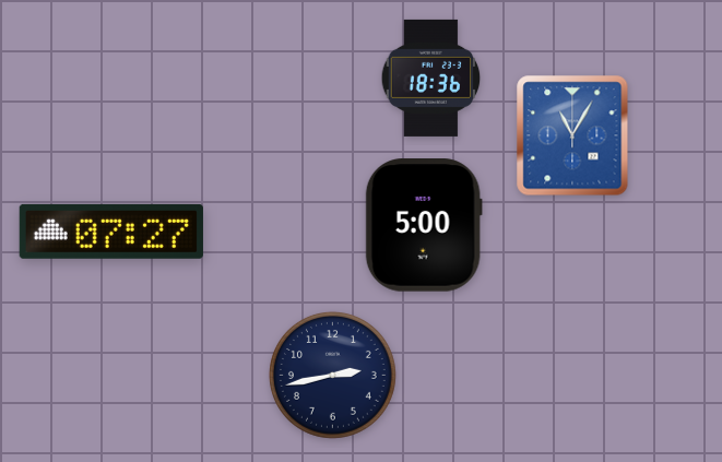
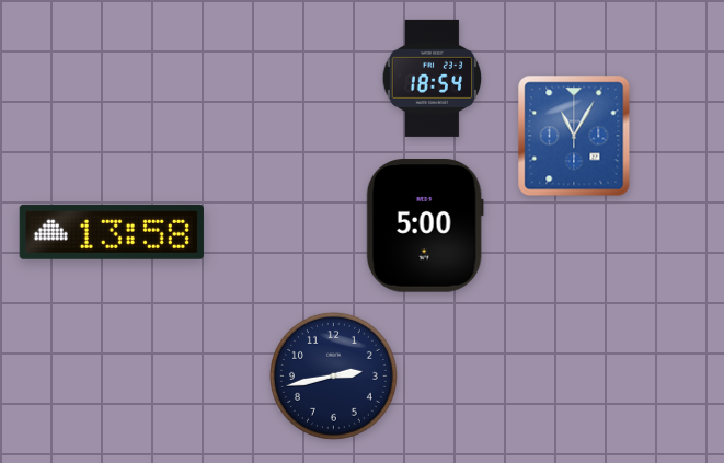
clock at (431, 78): 18:36 -> 18:54
clock at (111, 232): 07:27 -> 13:58
